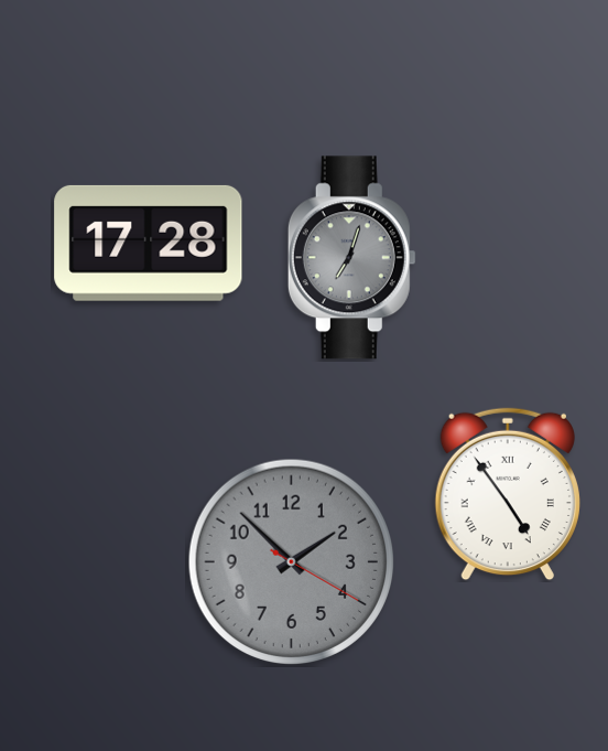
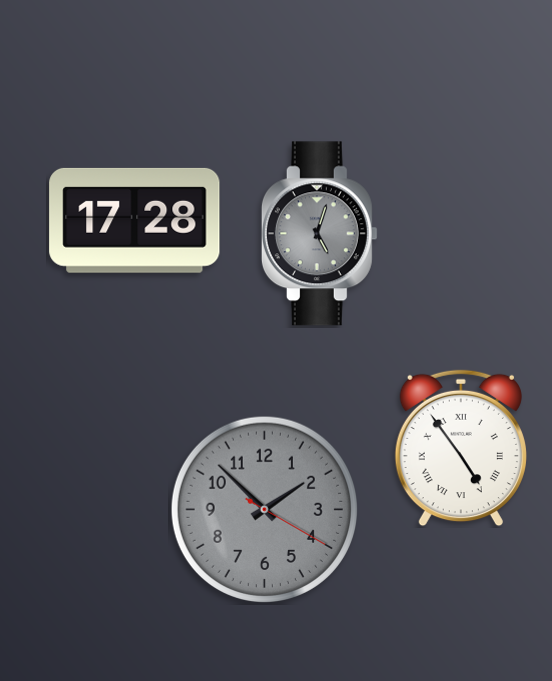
clock at (351, 258): 7:03 -> 5:03
